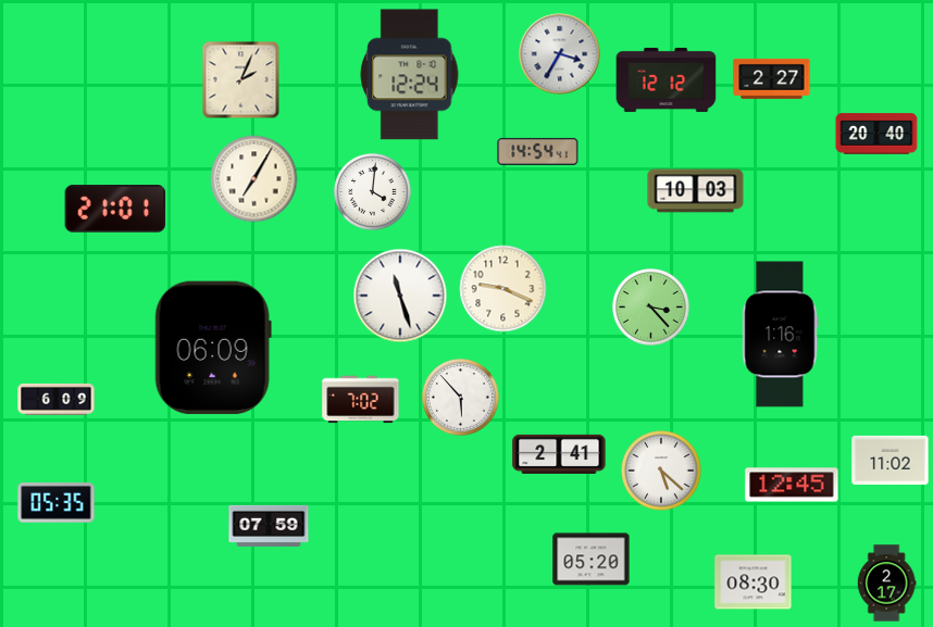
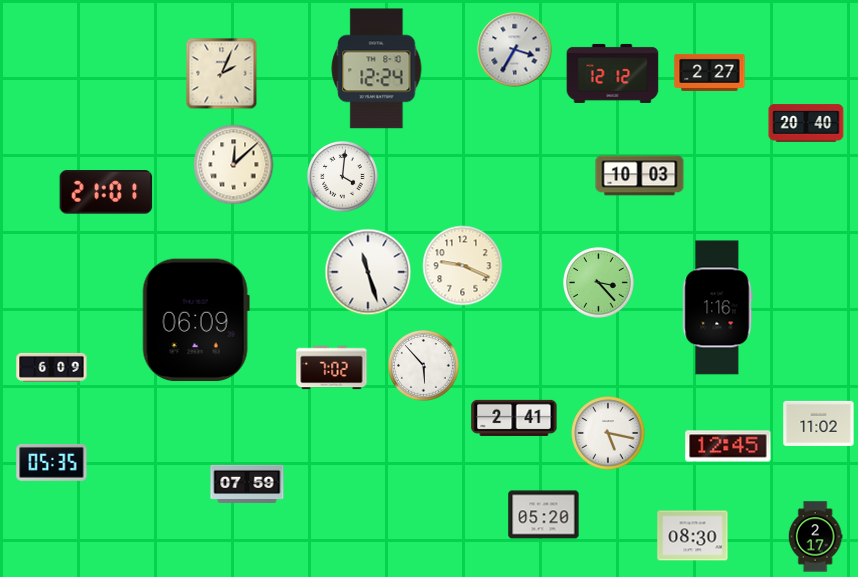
clock at (538, 151): 14:54 -> none
clock at (254, 179): 7:05 -> 12:08
clock at (661, 471): 5:22 -> 5:17
